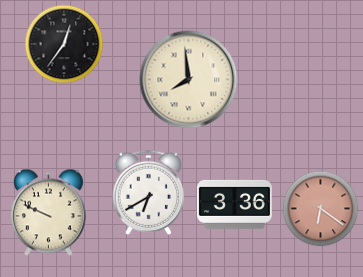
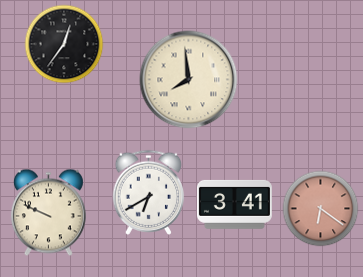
clock at (234, 204): 3:36 -> 3:41
